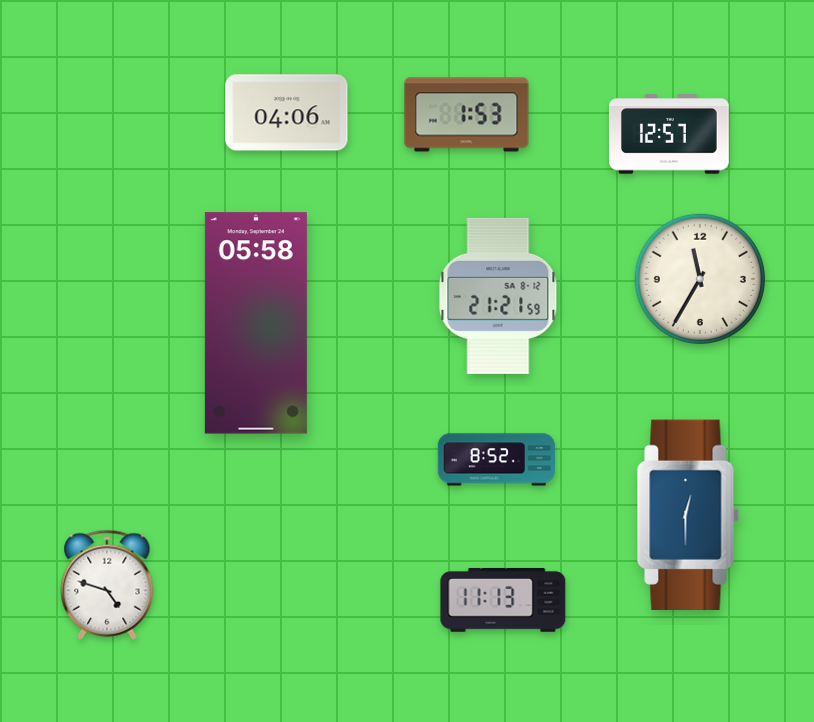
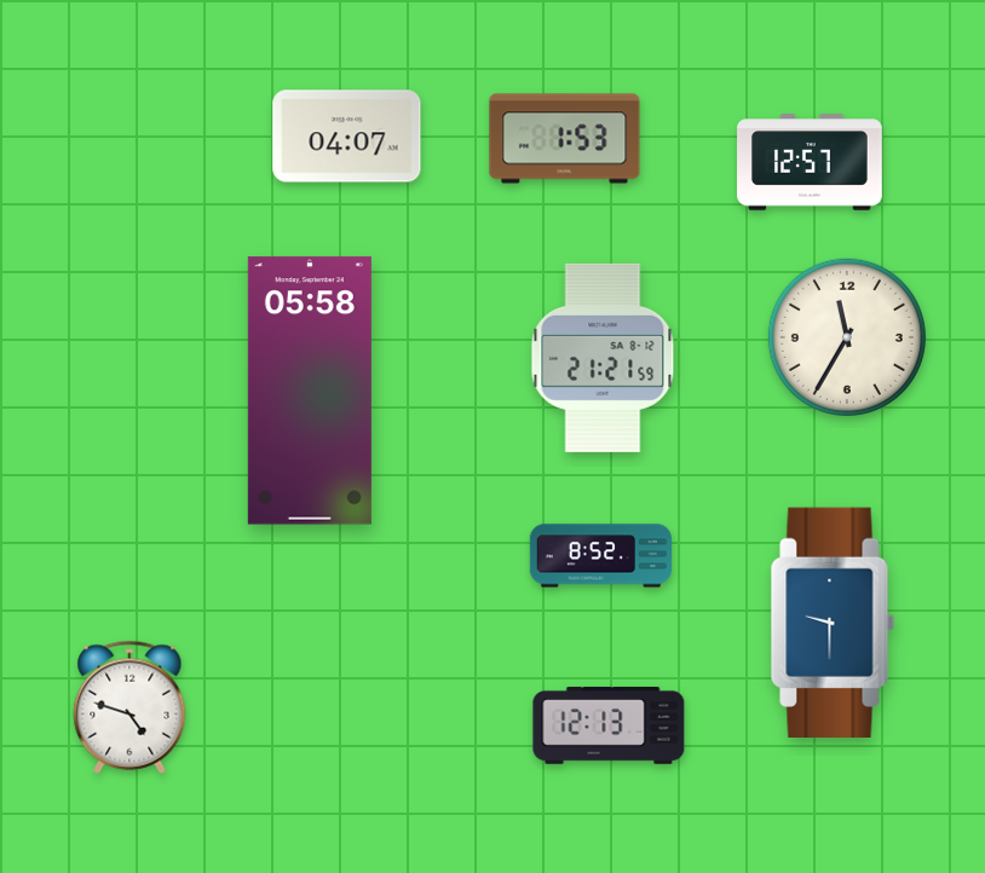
clock at (287, 113): 04:06 -> 04:07
clock at (688, 514): 12:30 -> 9:30
clock at (503, 600): 11:13 -> 12:13
